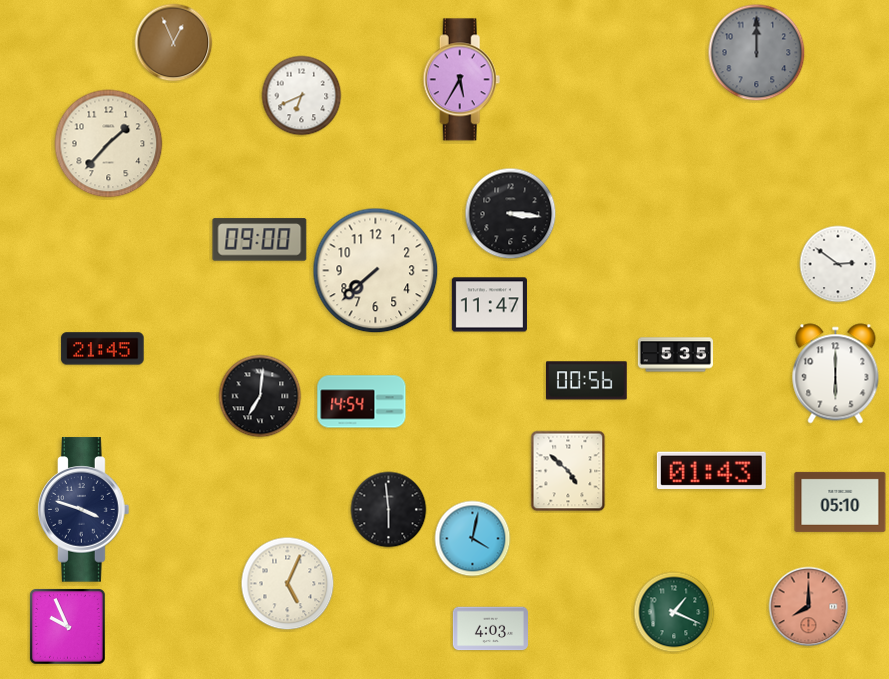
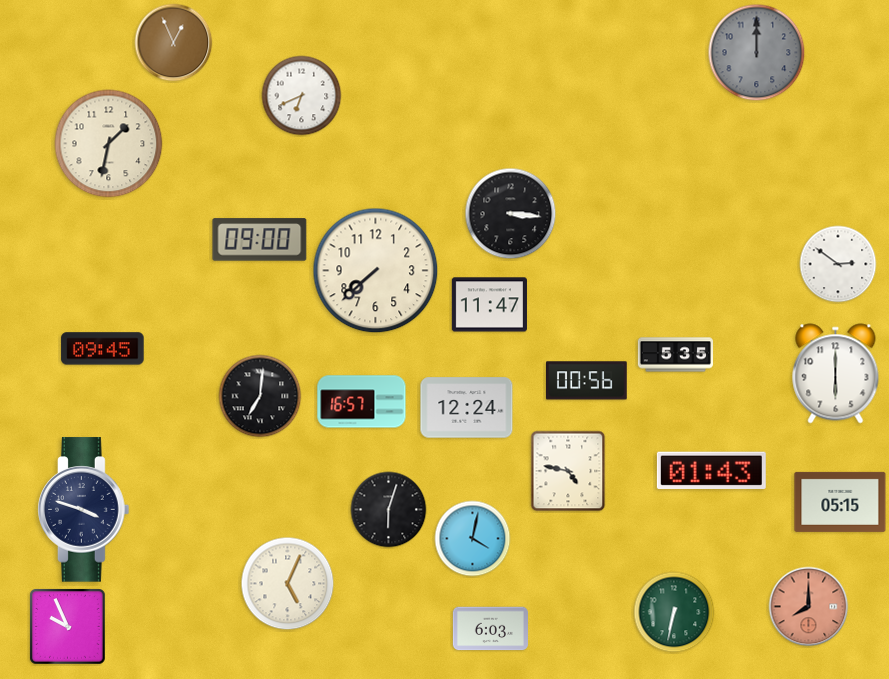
clock at (462, 80): 5:35 -> none
clock at (109, 144): 1:37 -> 1:32
clock at (103, 349): 21:45 -> 09:45
clock at (362, 402): 14:54 -> 16:57
clock at (467, 408): none -> 12:24
clock at (568, 471): 4:52 -> 4:47
clock at (840, 502): 05:10 -> 05:15
clock at (389, 510): 5:59 -> 6:03
clock at (674, 612): 1:19 -> 6:32
clock at (490, 629): 4:03 -> 6:03
